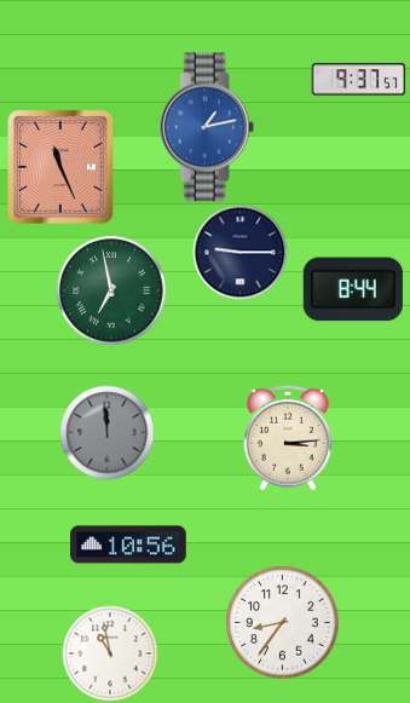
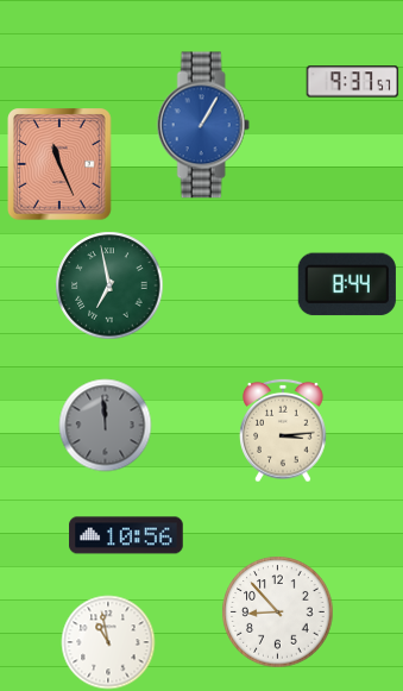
clock at (358, 80) position: (358, 80) -> (352, 82)
clock at (207, 127): 1:13 -> 1:05
clock at (239, 252): 9:15 -> none
clock at (282, 622): 8:36 -> 8:53
